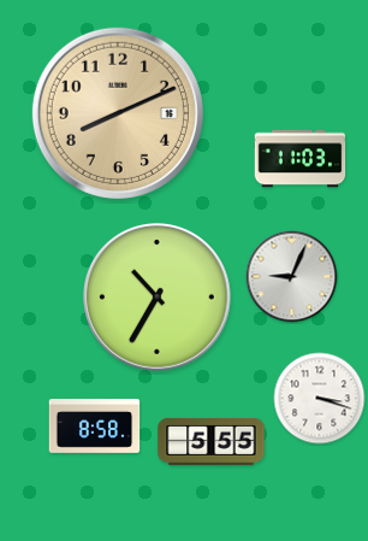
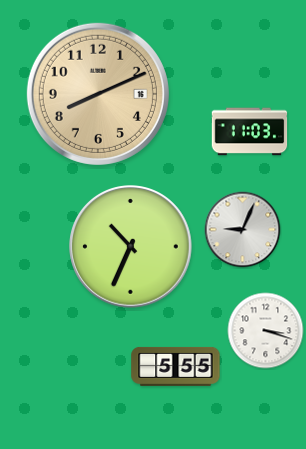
clock at (158, 298): 10:35 -> 10:34
clock at (95, 427): 8:58 -> none
